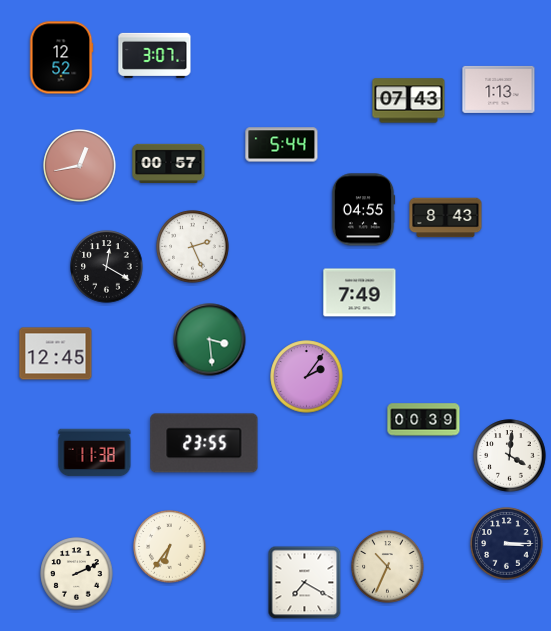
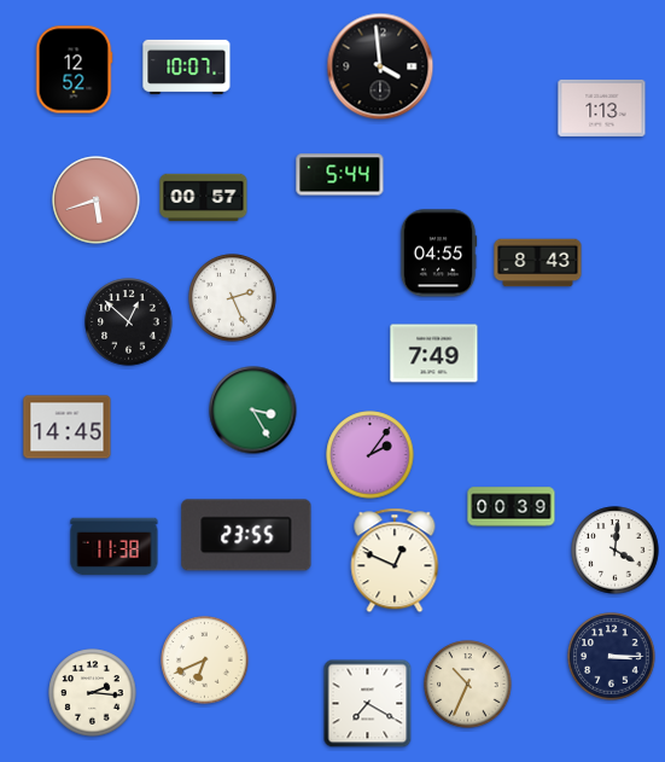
clock at (155, 55): 3:07 -> 10:07
clock at (380, 66): none -> 3:59
clock at (409, 101): 07:43 -> none
clock at (80, 166): 12:43 -> 5:42
clock at (107, 267): 12:20 -> 12:52
clock at (210, 340): 3:29 -> 3:25
clock at (56, 354): 12:45 -> 14:45
clock at (395, 560): none -> 12:49
clock at (170, 547): 6:36 -> 6:41
clock at (77, 574): 2:11 -> 2:16
